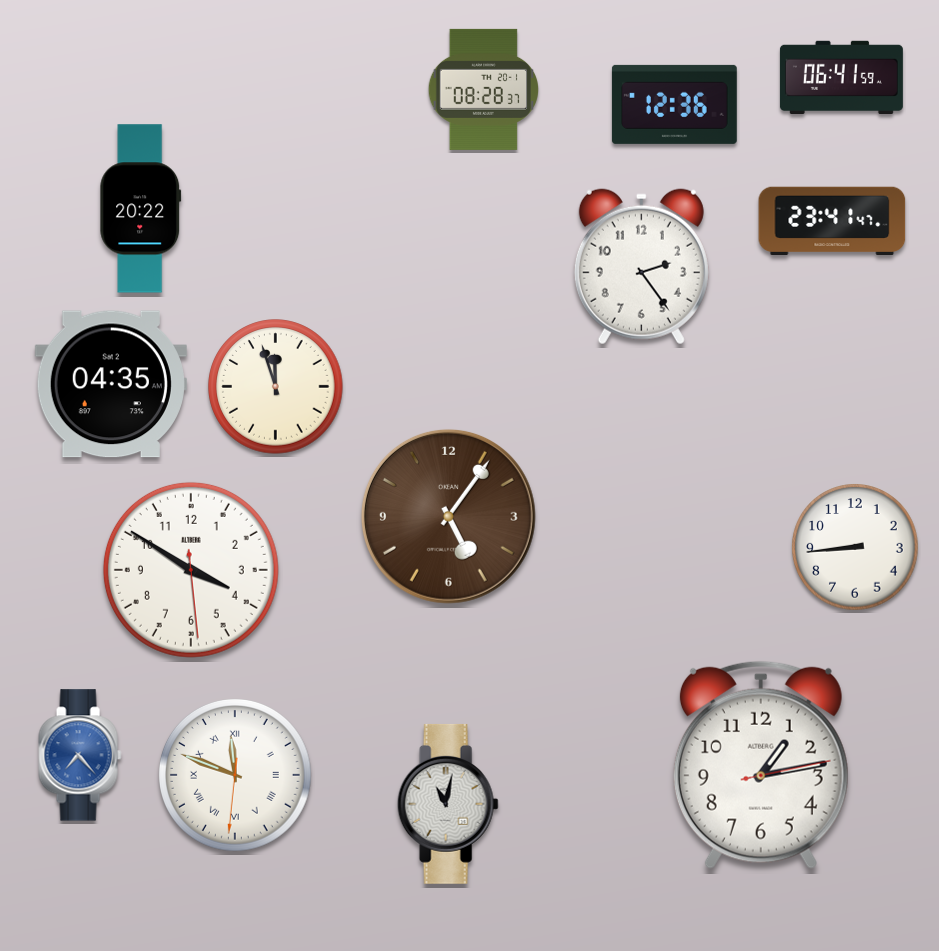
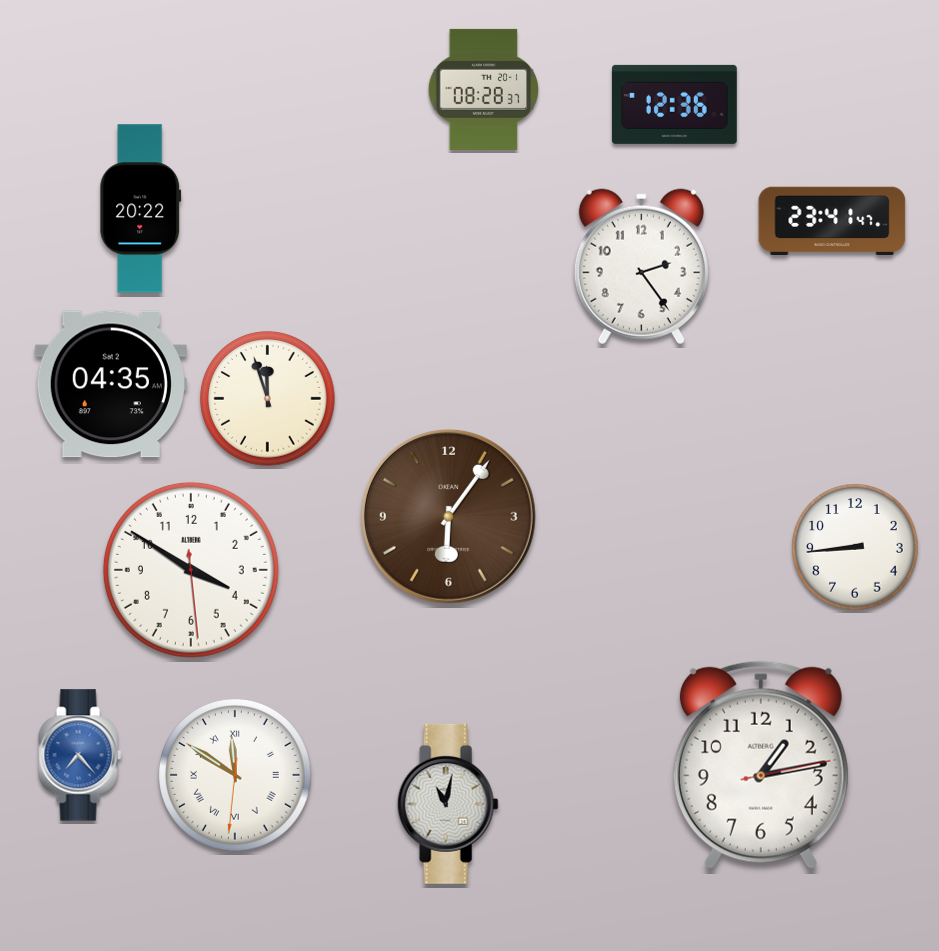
clock at (841, 77): 06:41 -> none
clock at (276, 387) position: (276, 387) -> (268, 399)
clock at (448, 516): 5:06 -> 6:06
clock at (236, 776): 11:48 -> 11:50
